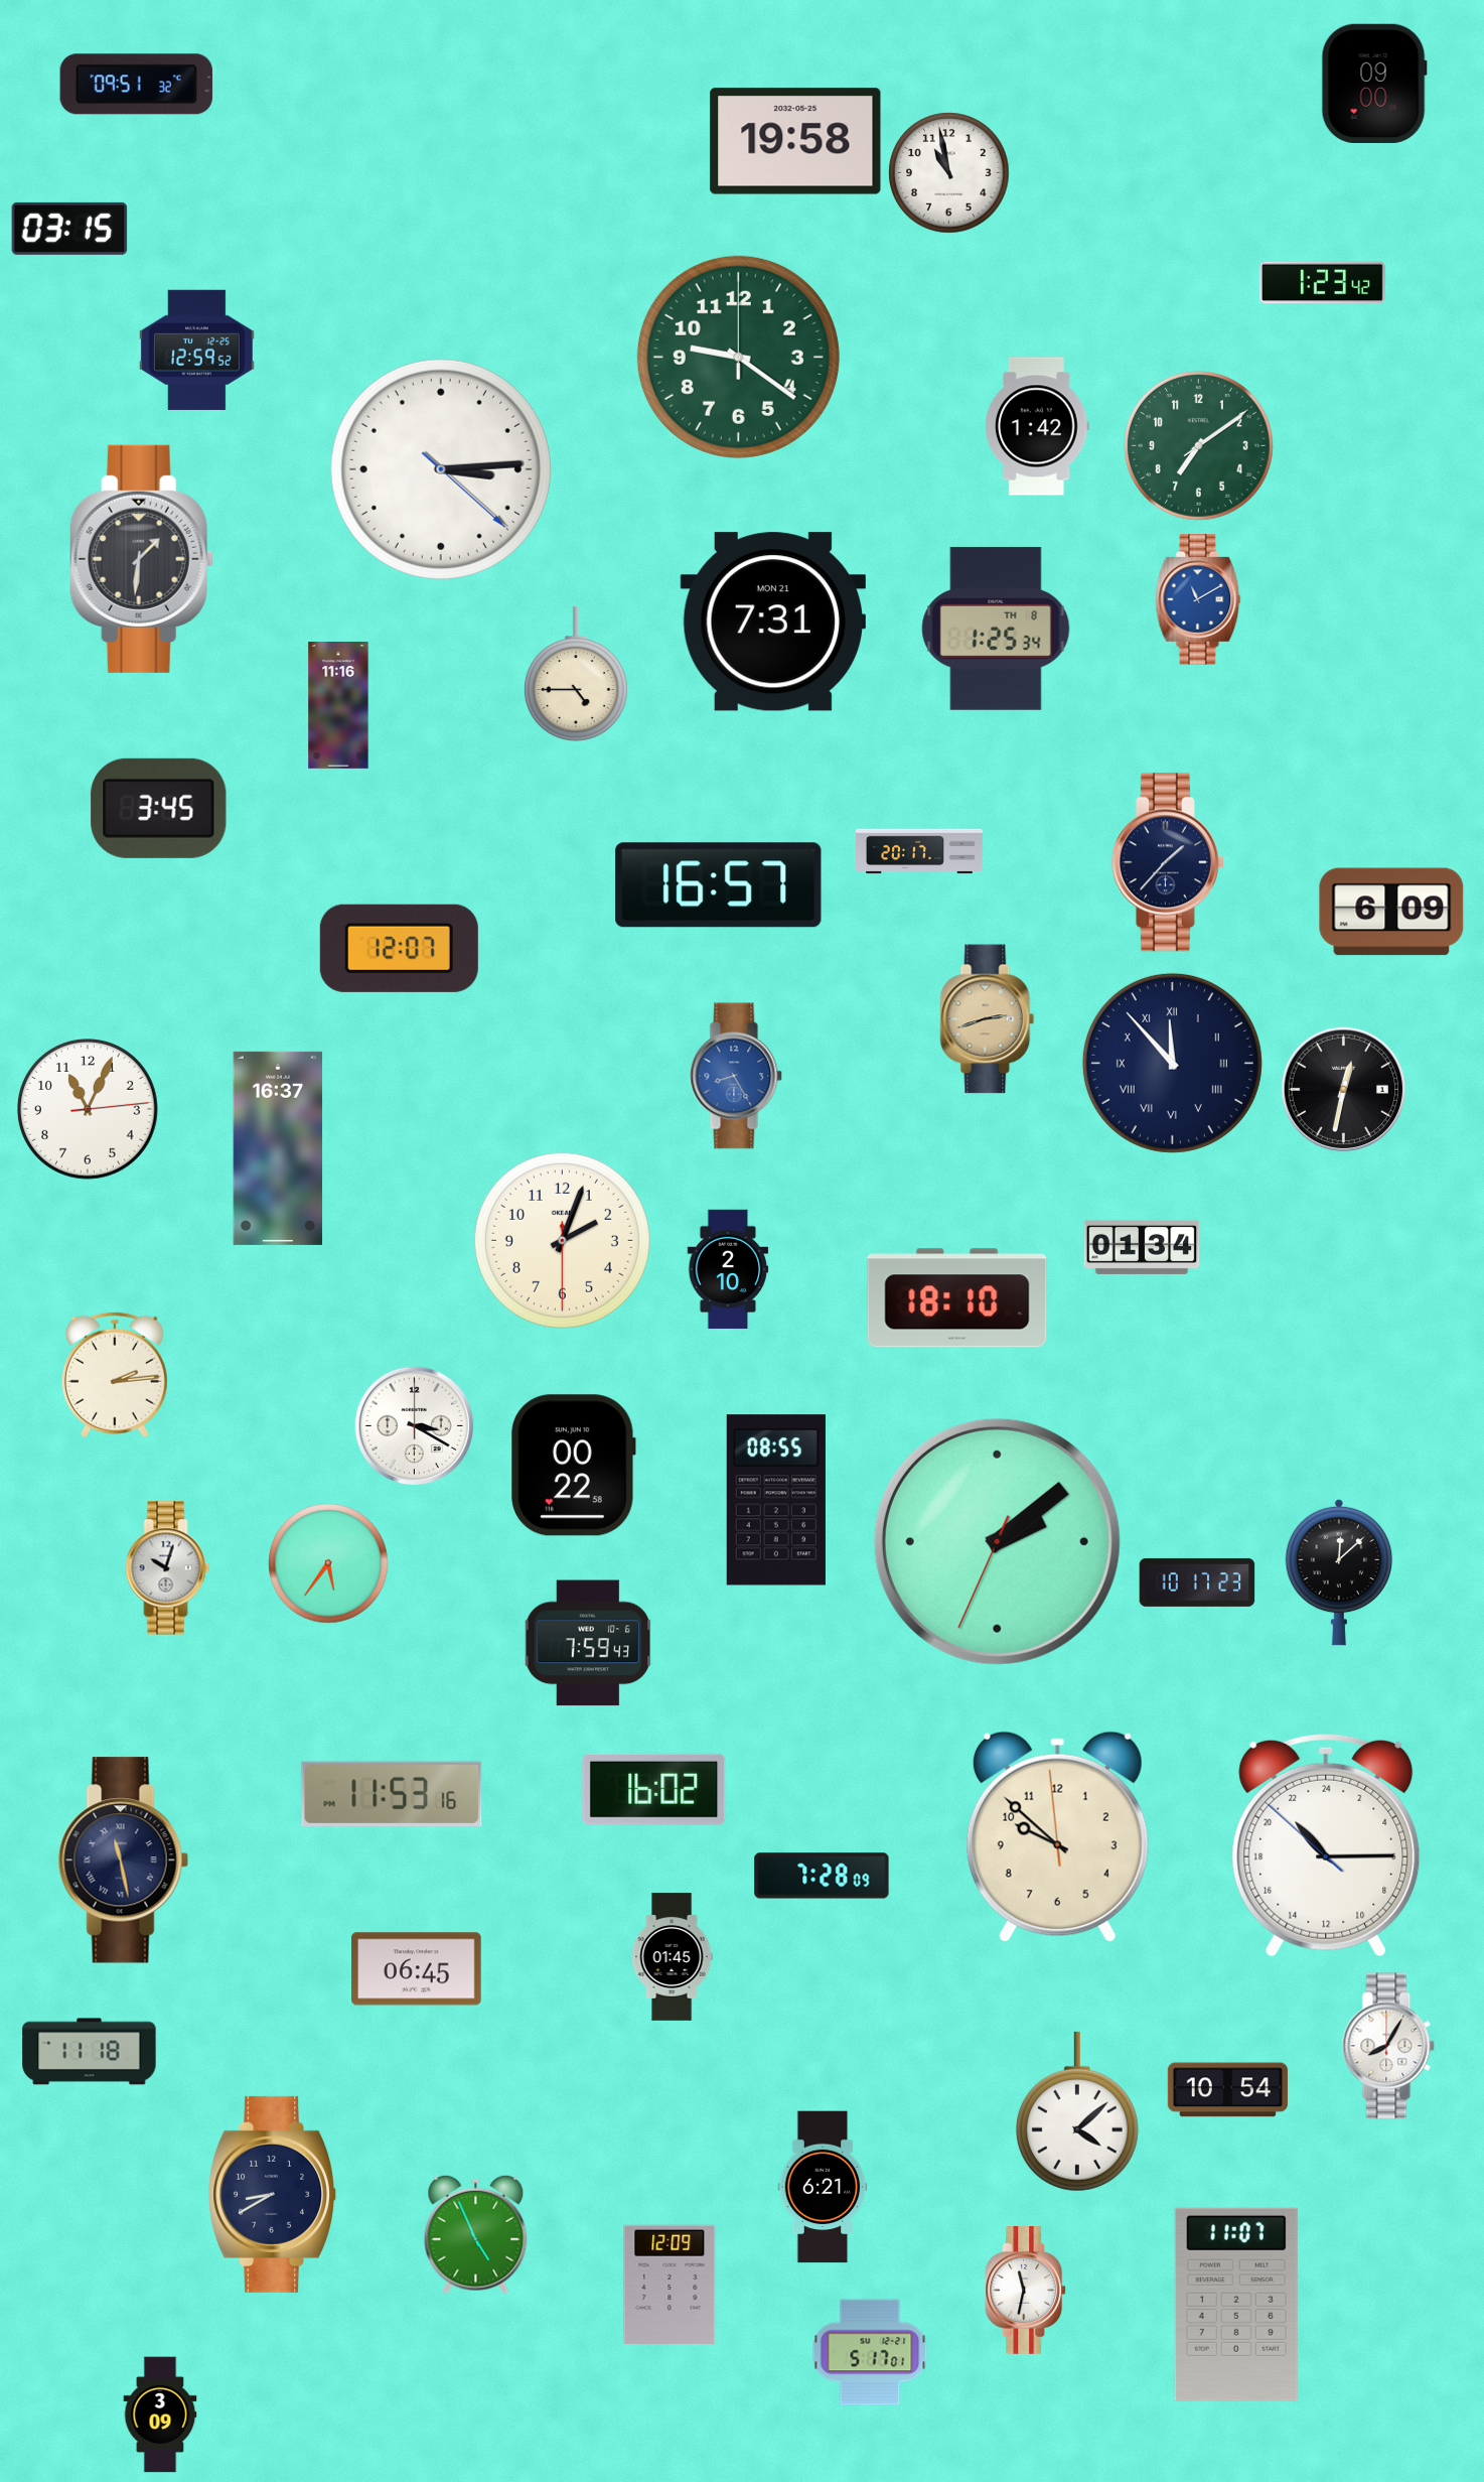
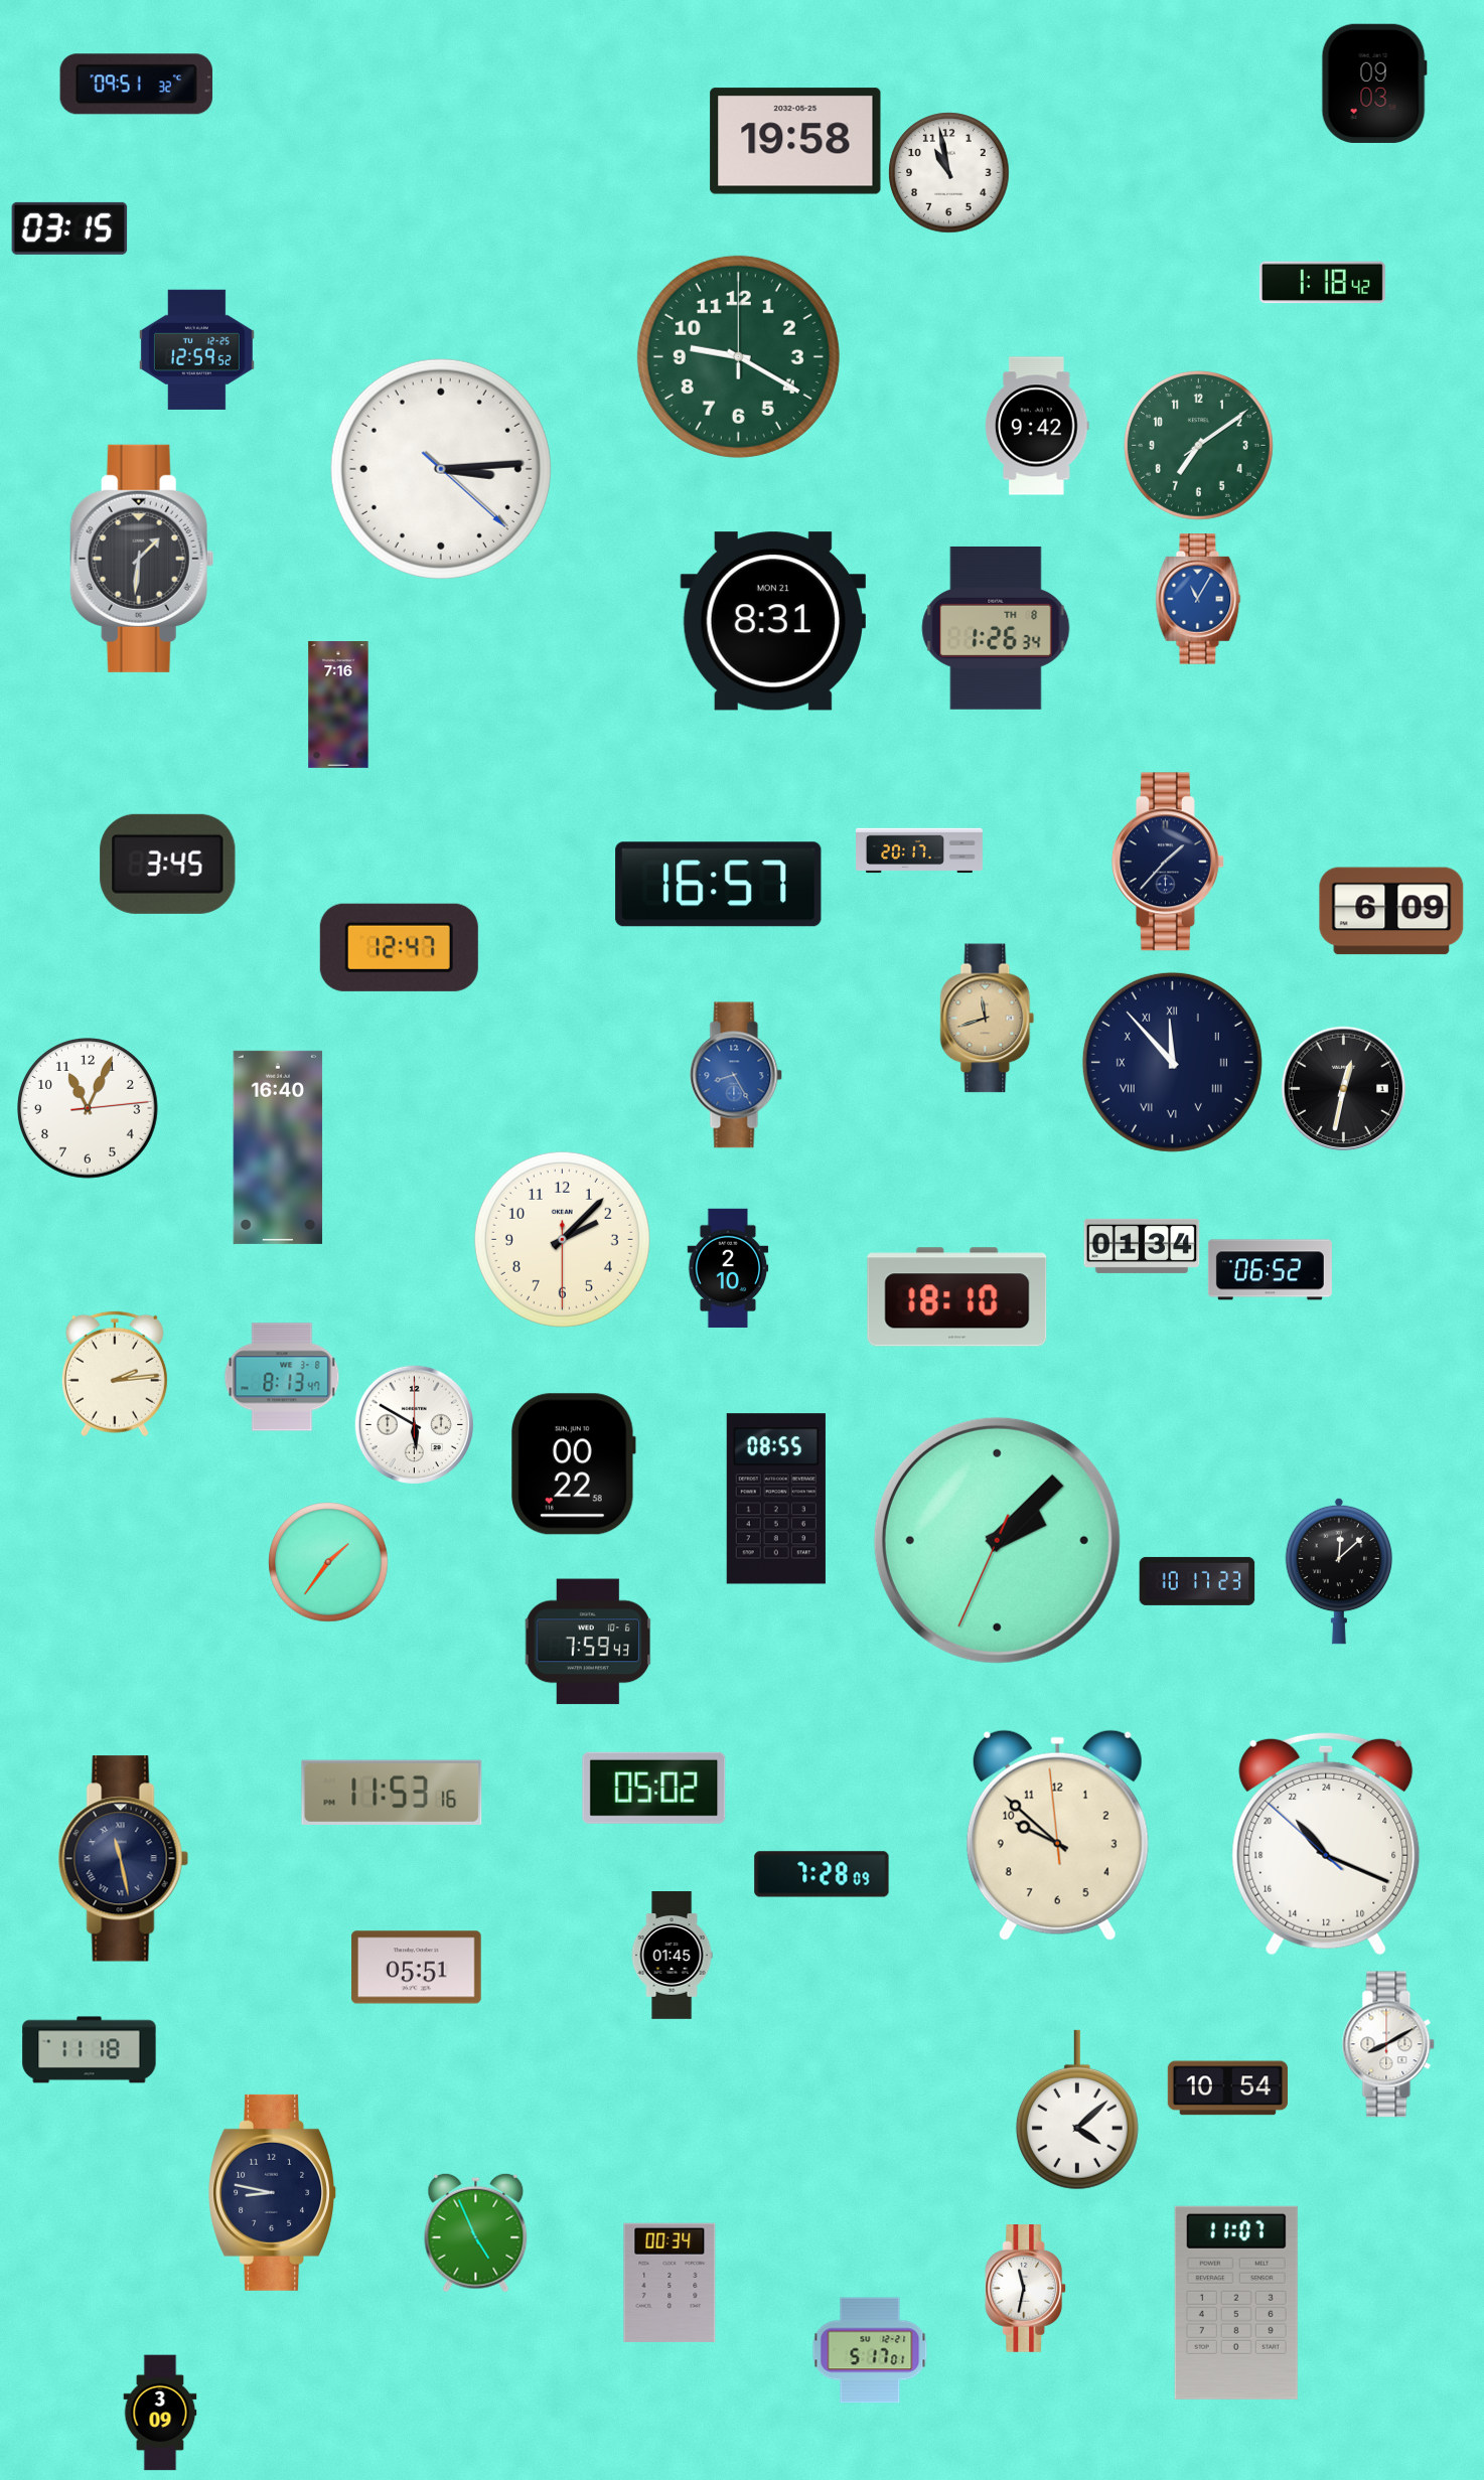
clock at (1374, 84): 09:00 -> 09:03
clock at (1322, 283): 1:23 -> 1:18
clock at (738, 357): 9:21 -> 9:20
clock at (1037, 426): 1:42 -> 9:42
clock at (1198, 599): 11:10 -> 11:05
clock at (772, 622): 7:31 -> 8:31
clock at (996, 629): 1:25 -> 1:26
clock at (576, 674): 4:45 -> none
clock at (338, 706): 11:16 -> 7:16
clock at (159, 808) position: (159, 808) -> (168, 864)
clock at (399, 948): 12:07 -> 12:47
clock at (988, 1019): 2:42 -> 11:42
clock at (278, 1148): 16:37 -> 16:40
clock at (562, 1240): 2:03 -> 2:07
clock at (1270, 1270): none -> 06:52
clock at (282, 1377): none -> 8:13
clock at (414, 1425): 3:20 -> 5:50
clock at (997, 1541): 2:08 -> 2:07
clock at (328, 1563): 5:36 -> 1:36
clock at (168, 1568): 10:03 -> none
clock at (654, 1789): 16:02 -> 05:02
clock at (1326, 1845): 21:14 -> 21:18
clock at (417, 1969): 06:45 -> 05:51
clock at (1388, 2046): 8:05 -> 8:10
clock at (823, 2187): 6:21 -> none
clock at (272, 2194): 8:40 -> 8:47
clock at (670, 2285): 12:09 -> 00:34
